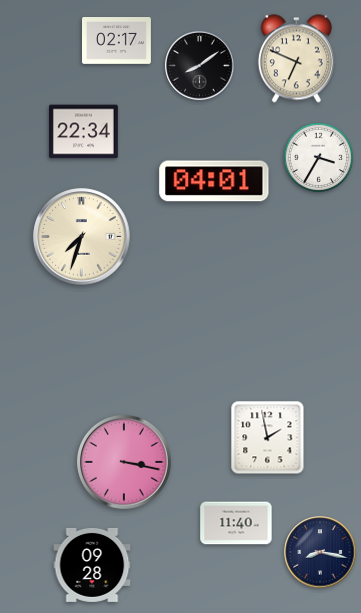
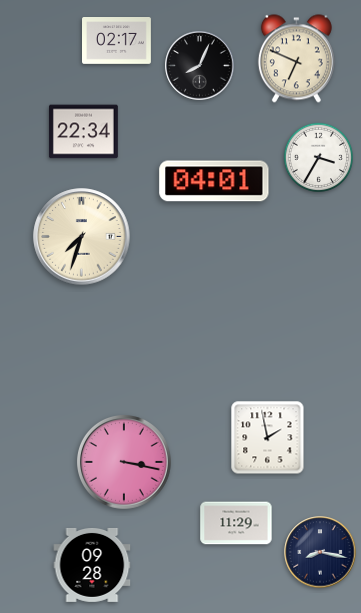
clock at (200, 66): 8:09 -> 8:04
clock at (236, 523): 11:40 -> 11:29
